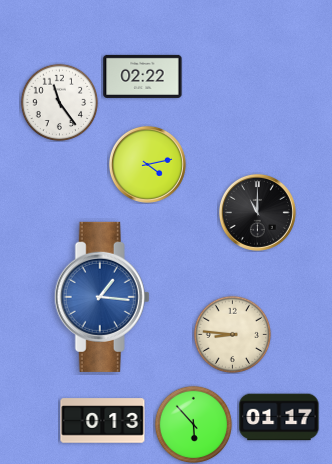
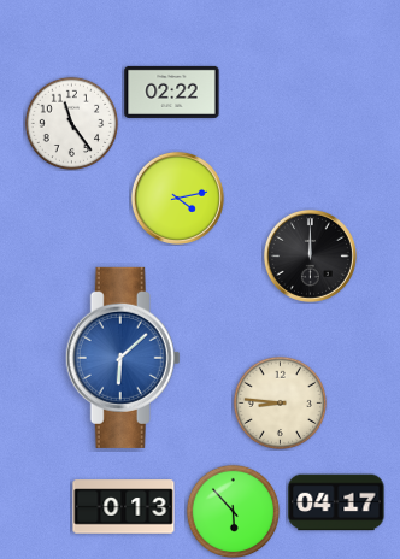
clock at (257, 212): 11:00 -> 12:00
clock at (102, 297): 1:16 -> 6:08
clock at (279, 417): 01:17 -> 04:17
